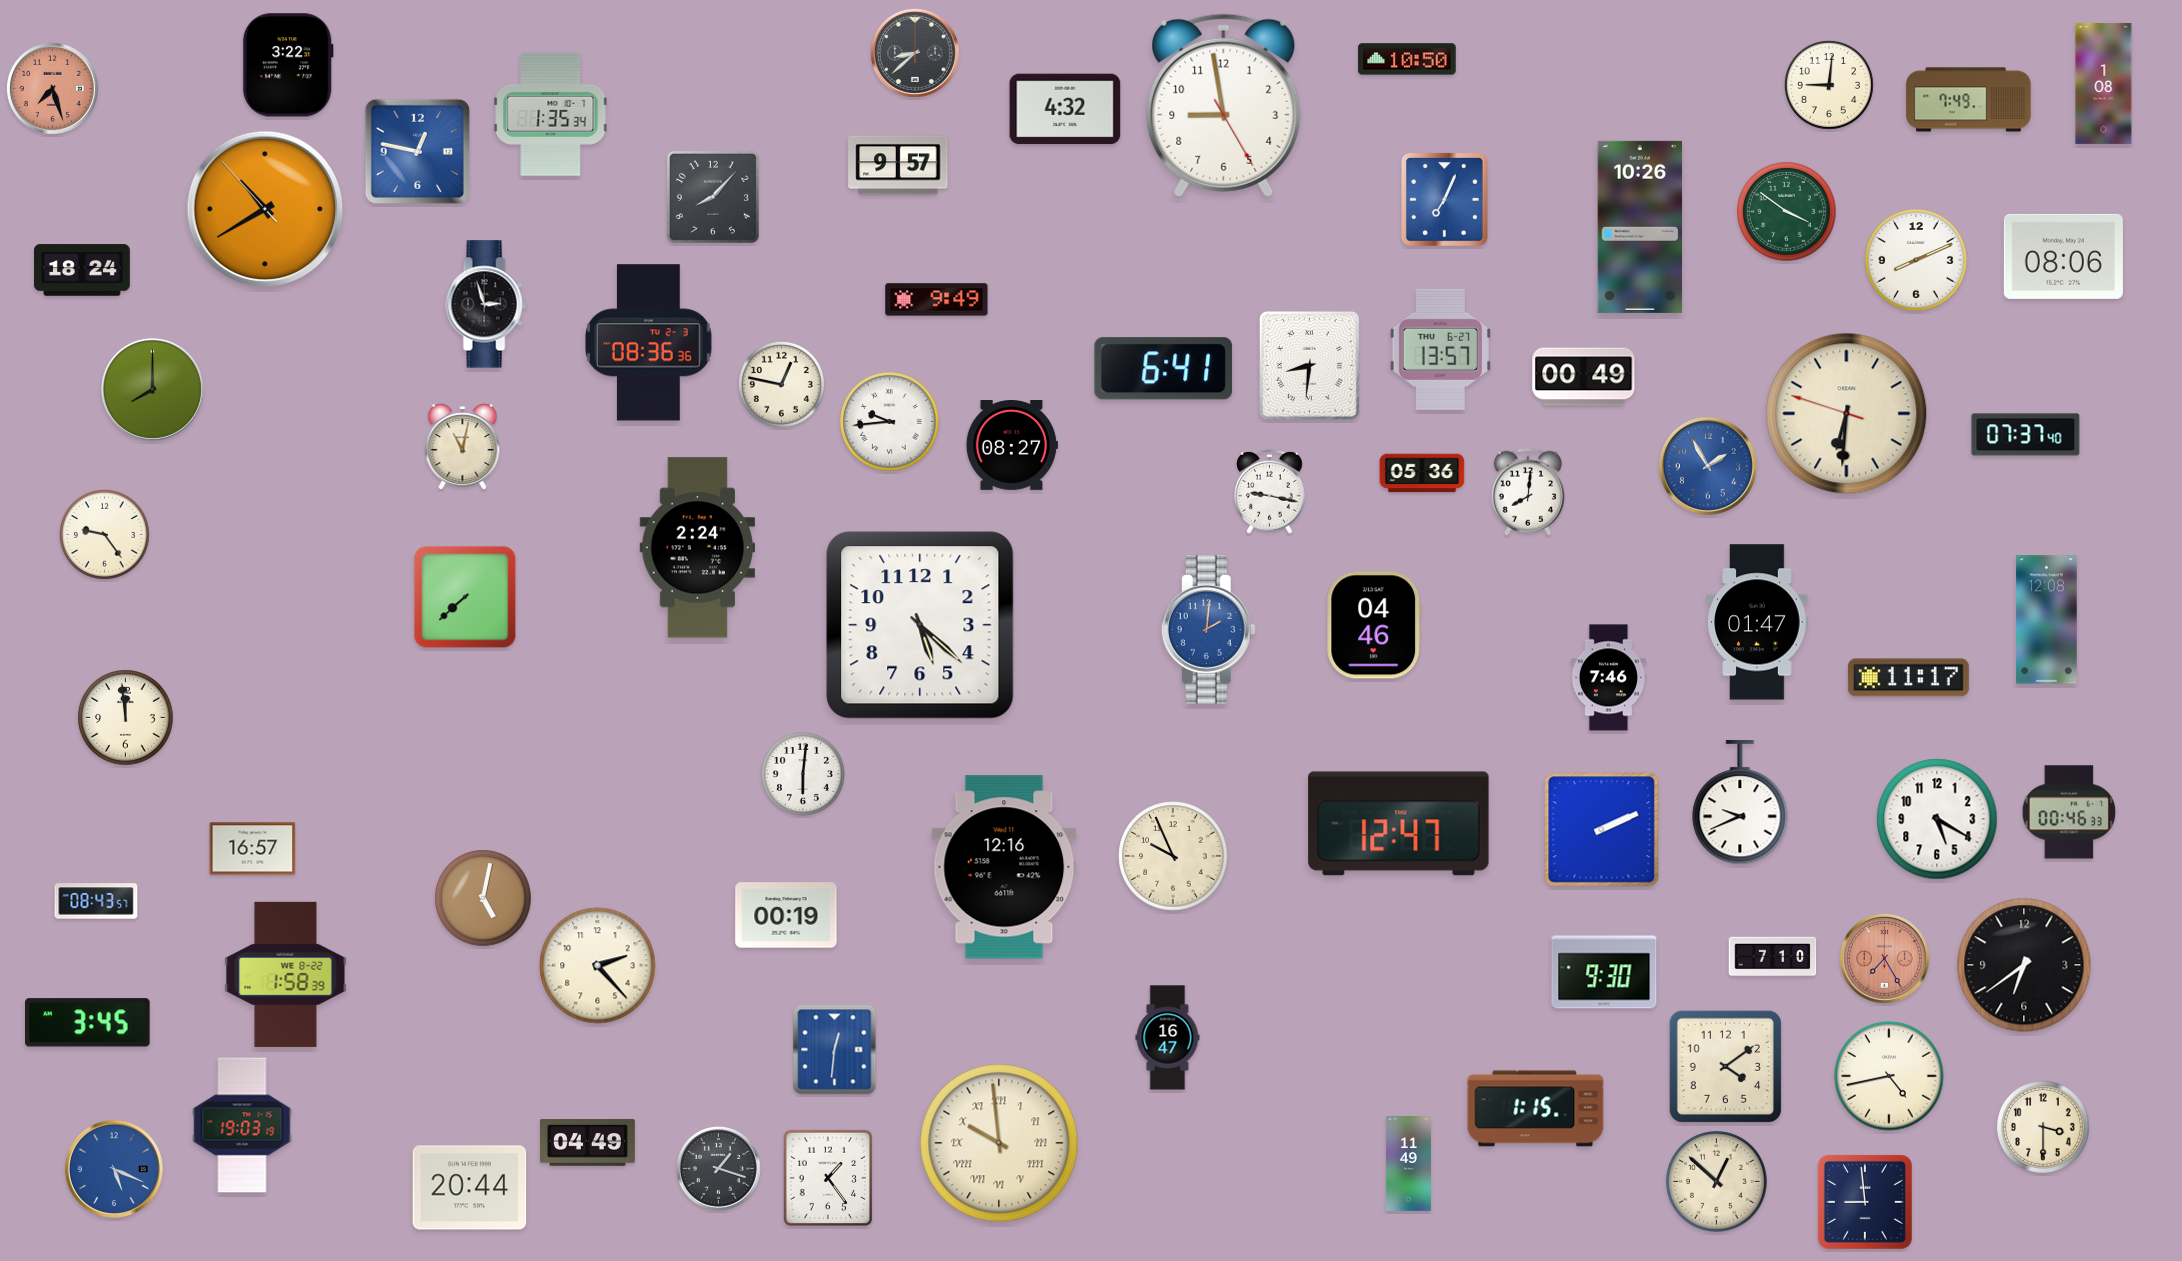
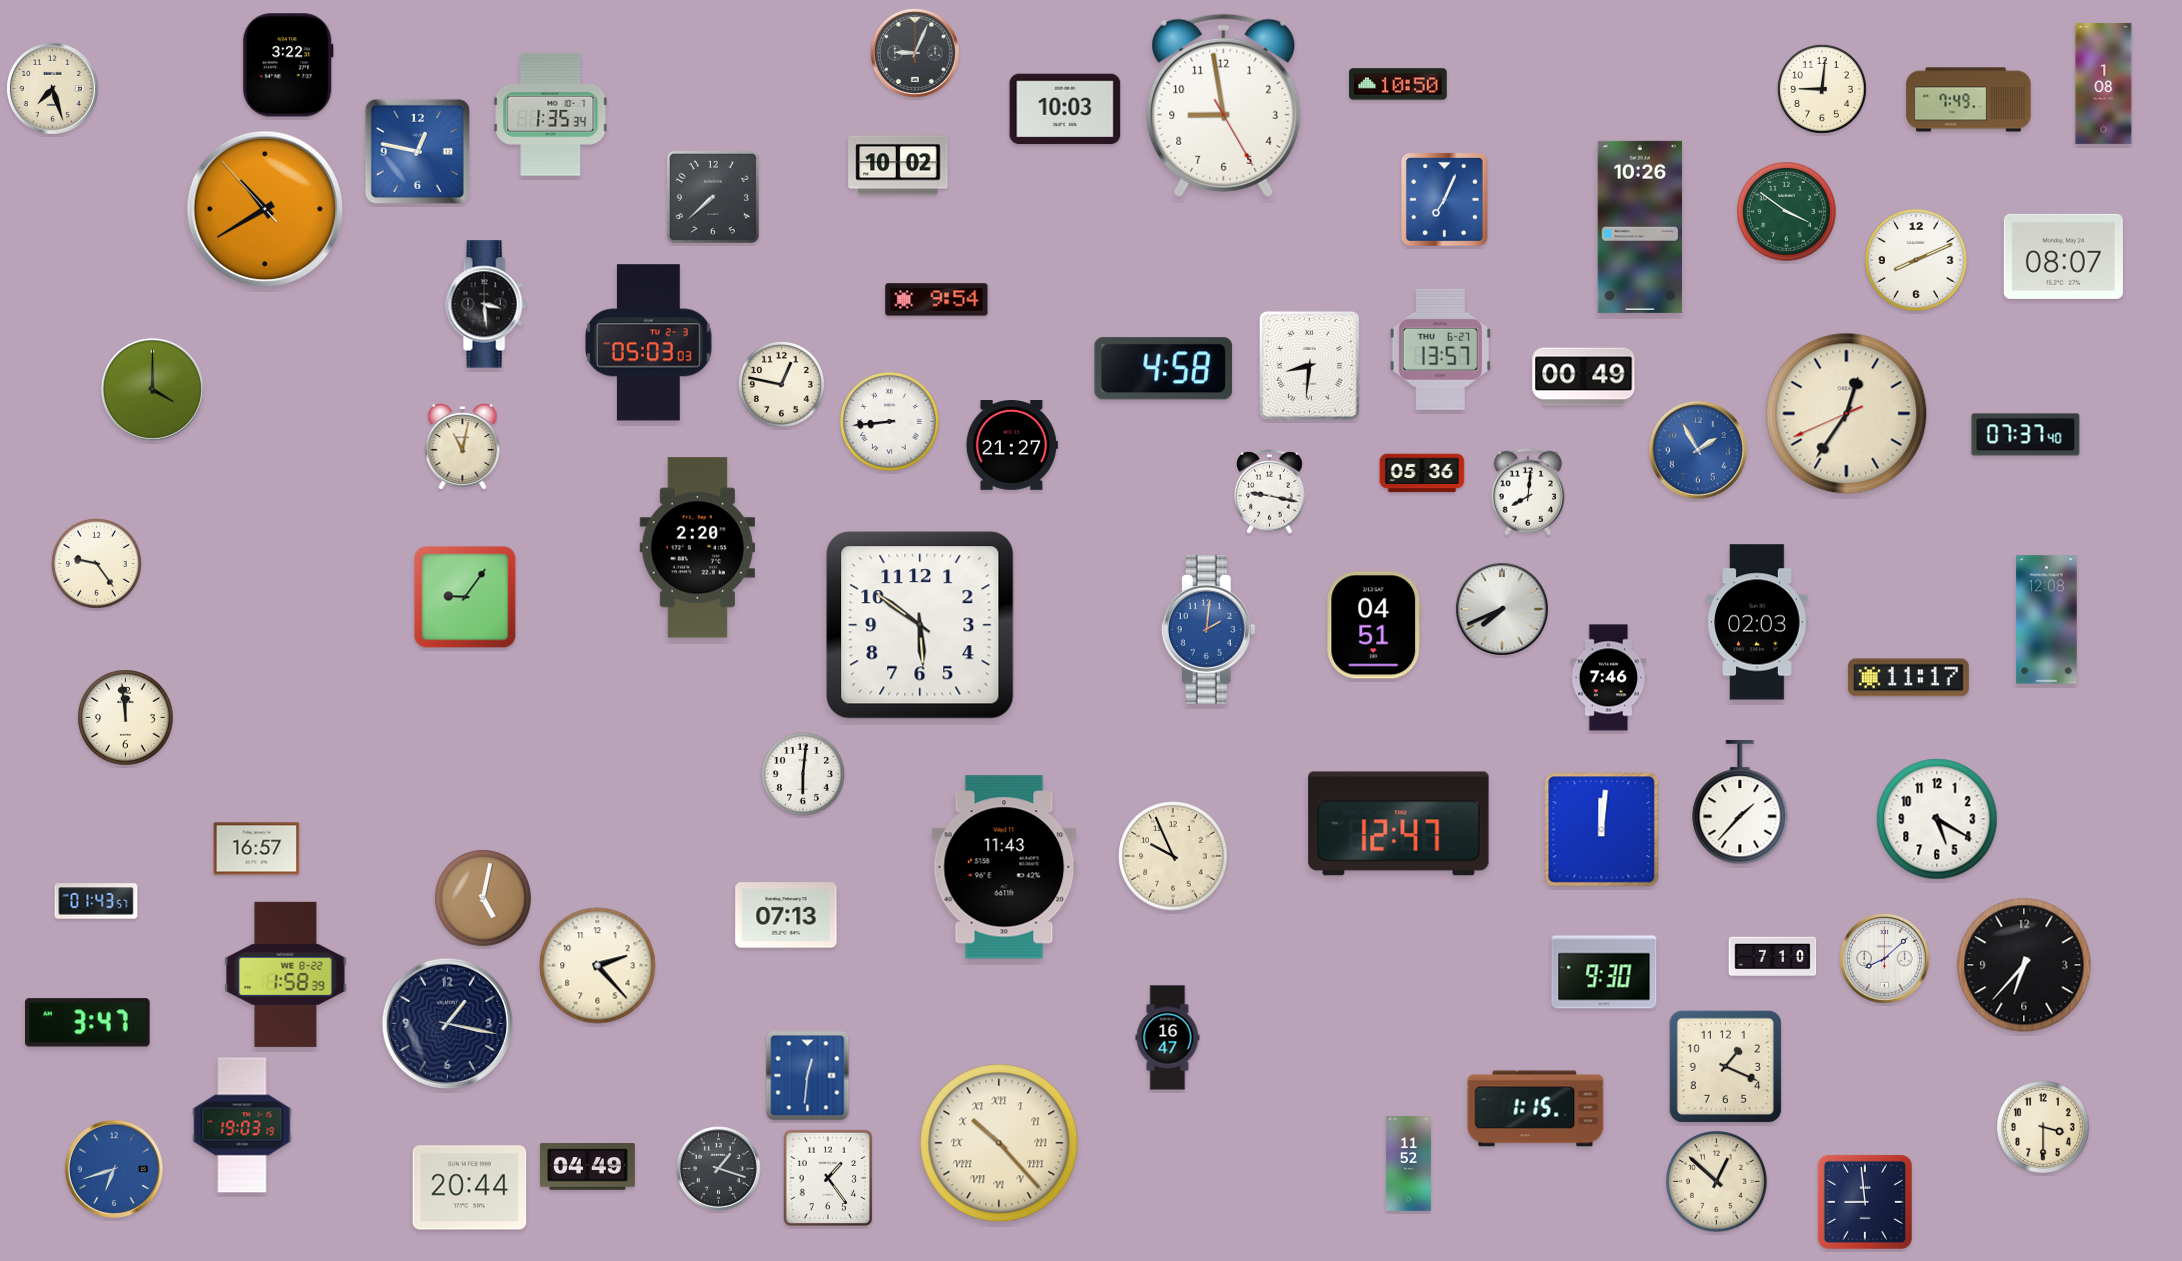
clock at (915, 53): 8:38 -> 9:04
clock at (1407, 59) position: (1407, 59) -> (1398, 84)
clock at (1829, 85) position: (1829, 85) -> (1822, 89)
clock at (52, 88) dial: salmon -> cream
clock at (1065, 109): 4:32 -> 10:03
clock at (898, 165): 9:57 -> 10:02
clock at (713, 197): 8:07 -> 7:38
clock at (2063, 256): 08:06 -> 08:07
clock at (82, 270): 18:24 -> none
clock at (937, 300): 9:49 -> 9:54
clock at (486, 304): 2:57 -> 3:29
clock at (649, 343): 08:36 -> 05:03
clock at (1164, 369): 6:41 -> 4:58
clock at (152, 389): 8:00 -> 4:00
clock at (1847, 414): 6:30 -> 12:35
clock at (890, 422): 9:44 -> 8:44
clock at (1012, 446): 08:27 -> 21:27
clock at (1708, 466) position: (1708, 466) -> (1698, 450)
clock at (105, 535) position: (105, 535) -> (97, 564)
clock at (698, 548): 2:24 -> 2:20
clock at (465, 597): 7:38 -> 9:06
clock at (1502, 609): none -> 7:41
clock at (1757, 622): 01:47 -> 02:03
clock at (920, 625): 5:22 -> 5:51
clock at (1374, 625): 04:46 -> 04:51
clock at (1740, 803): 9:41 -> 1:37
clock at (2069, 812): 00:46 -> none
clock at (1602, 830): 2:11 -> 12:01
clock at (253, 849) position: (253, 849) -> (257, 849)
clock at (1004, 867): 12:16 -> 11:43
clock at (96, 901): 08:43 -> 01:43
clock at (786, 915): 00:19 -> 07:13
clock at (1884, 958): 7:25 -> 8:08
clock at (1884, 958) dial: salmon -> white
clock at (2024, 965): 6:39 -> 6:37
clock at (88, 1023): 3:45 -> 3:47
clock at (447, 1023): none -> 1:17
clock at (835, 1050) position: (835, 1050) -> (808, 1076)
clock at (1725, 1066): 4:09 -> 1:19
clock at (1889, 1076): 4:43 -> none
clock at (587, 1143) position: (587, 1143) -> (587, 1167)
clock at (999, 1143): 9:59 -> 10:23
clock at (1409, 1164): 11:49 -> 11:52
clock at (114, 1169): 5:19 -> 6:42
